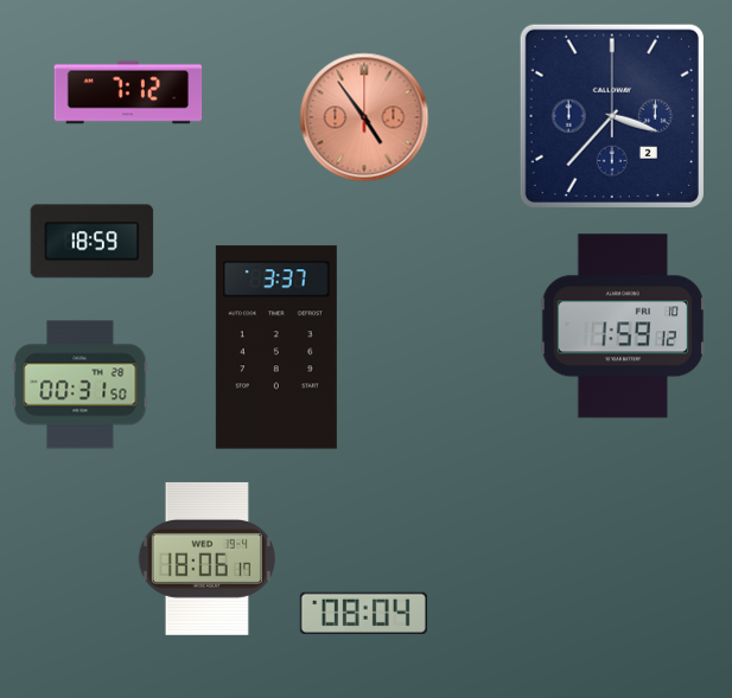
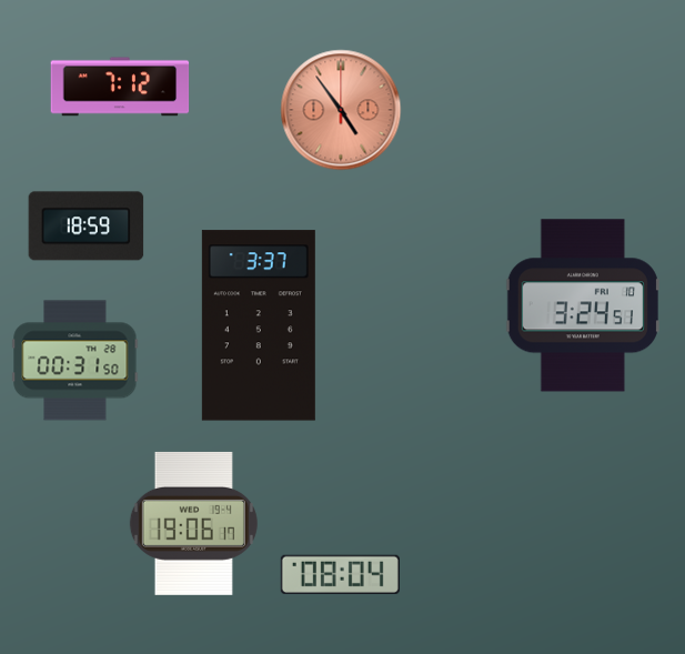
clock at (612, 116): 3:37 -> none
clock at (623, 326): 1:59 -> 3:24
clock at (206, 558): 18:06 -> 19:06
